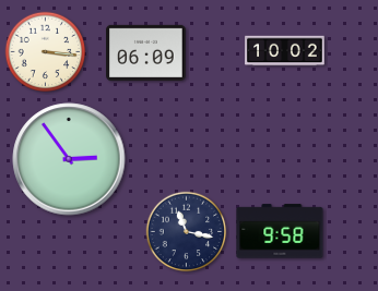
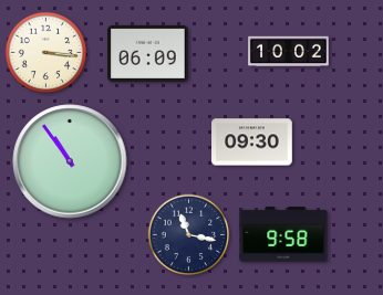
clock at (252, 143): none -> 09:30
clock at (69, 159): 2:54 -> 10:54
